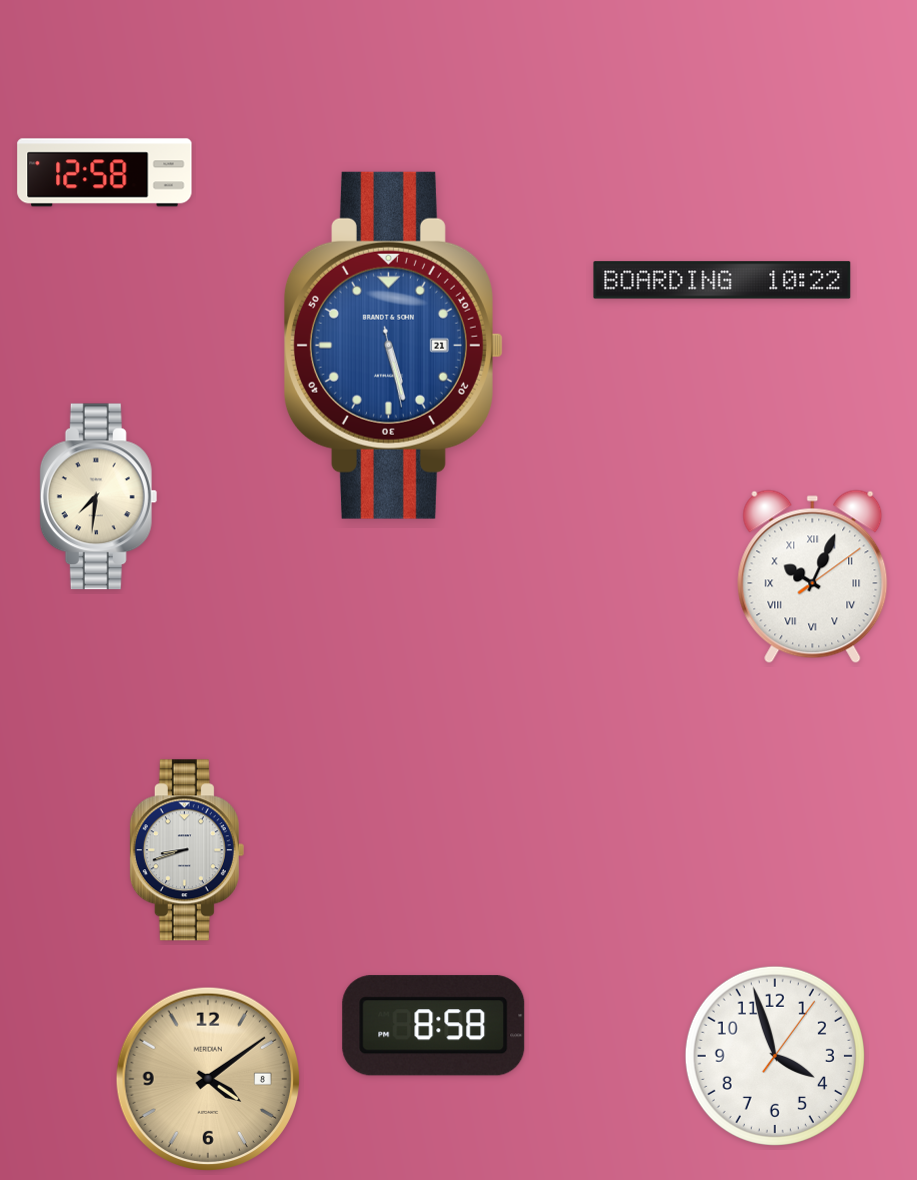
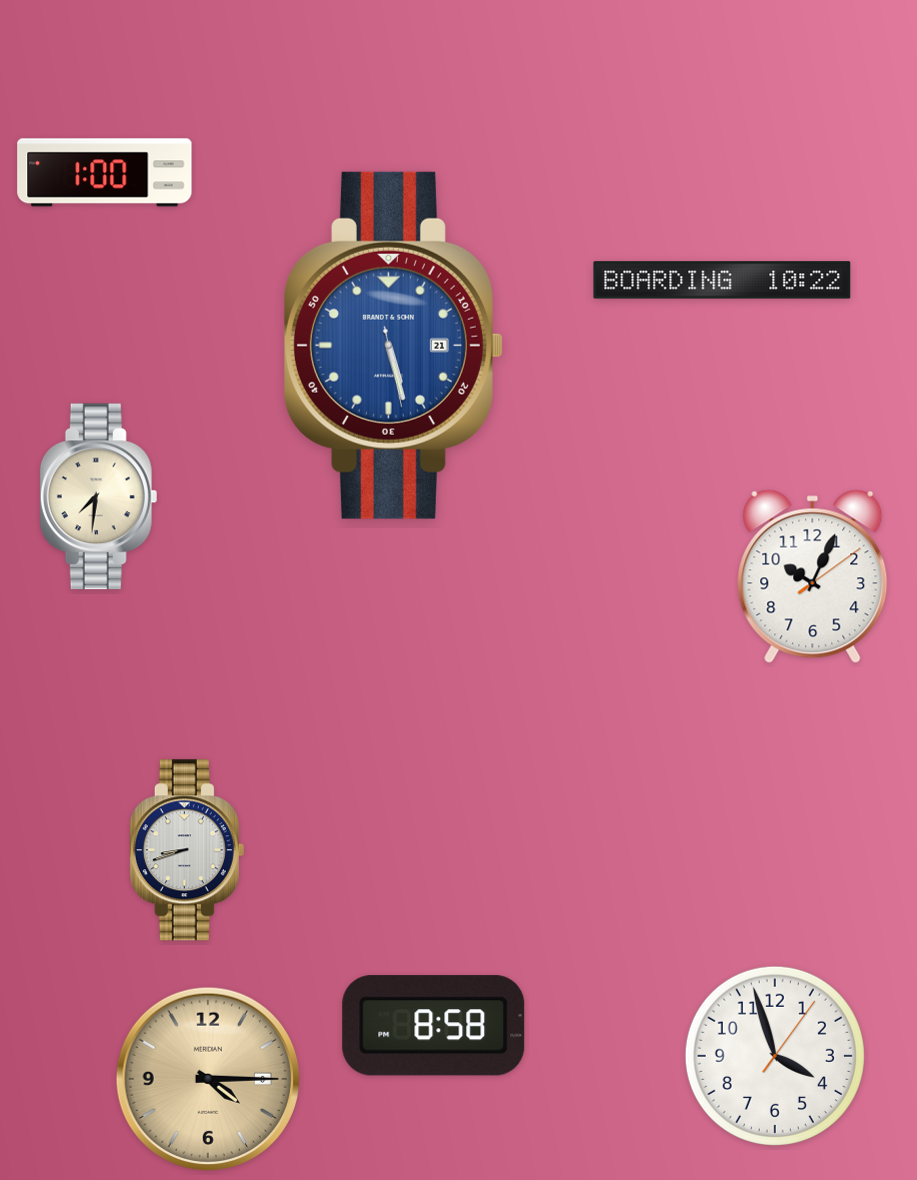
clock at (105, 173): 12:58 -> 1:00
clock at (813, 577) numerals: Roman -> Arabic
clock at (207, 1078): 4:09 -> 4:15
